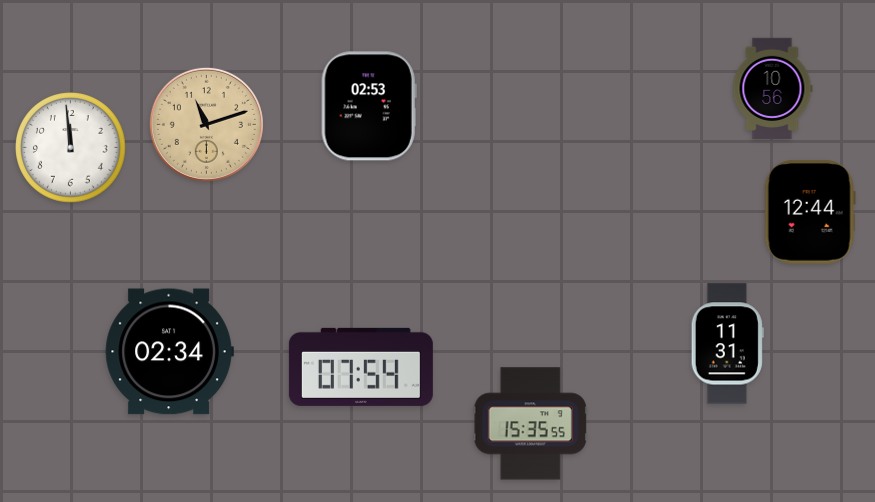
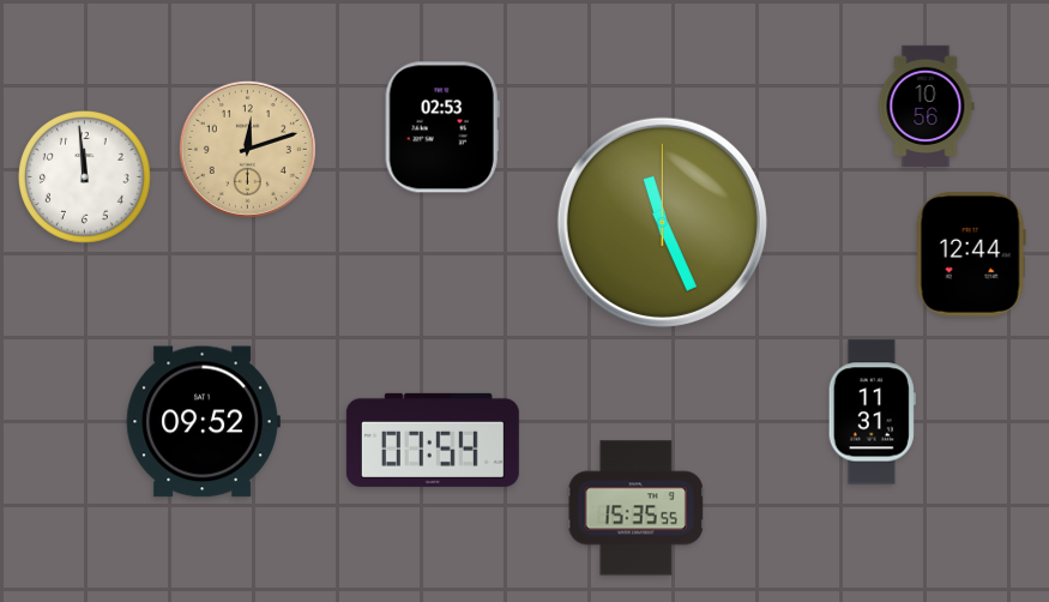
clock at (206, 124): 11:12 -> 12:12
clock at (662, 222): none -> 11:26
clock at (169, 352): 02:34 -> 09:52
